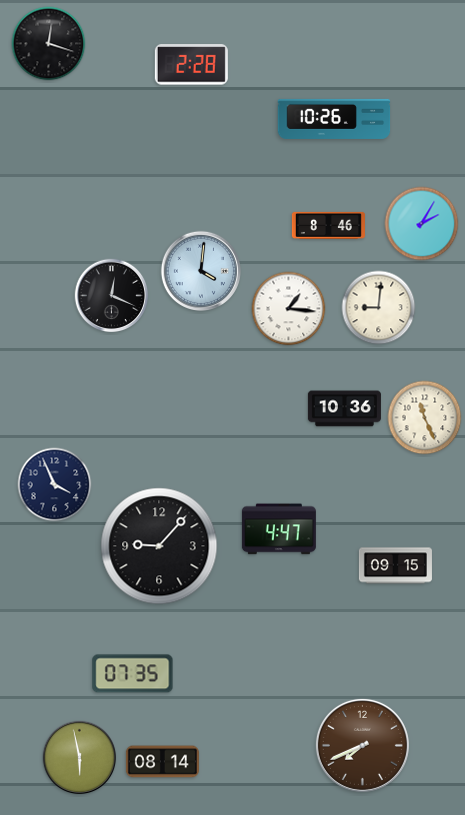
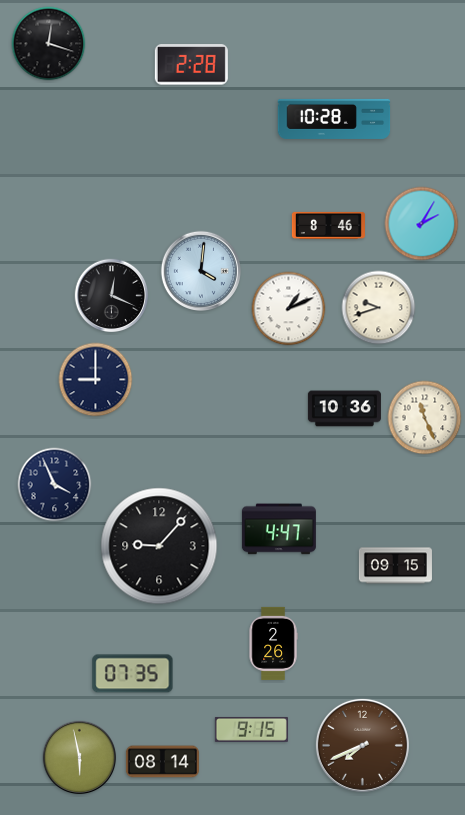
clock at (334, 119): 10:26 -> 10:28
clock at (379, 308): 9:01 -> 9:42
clock at (289, 309): 1:16 -> 1:11
clock at (96, 380): none -> 9:00
clock at (273, 643): none -> 2:26
clock at (251, 729): none -> 9:15
